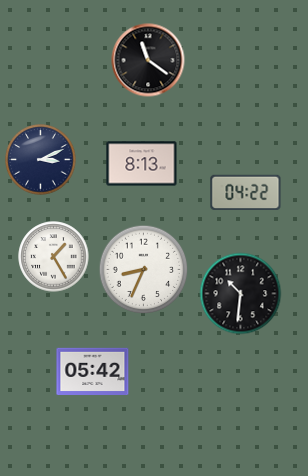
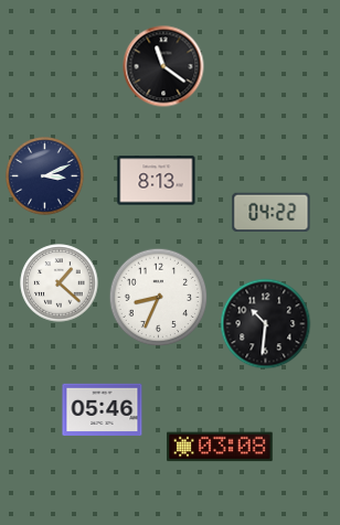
clock at (54, 257): 1:25 -> 1:22
clock at (93, 372): 05:42 -> 05:46
clock at (220, 447): none -> 03:08
